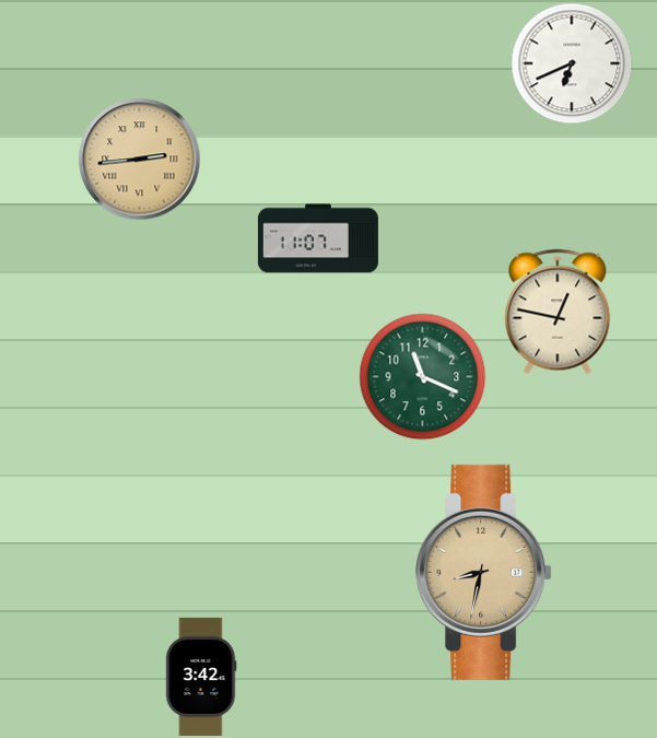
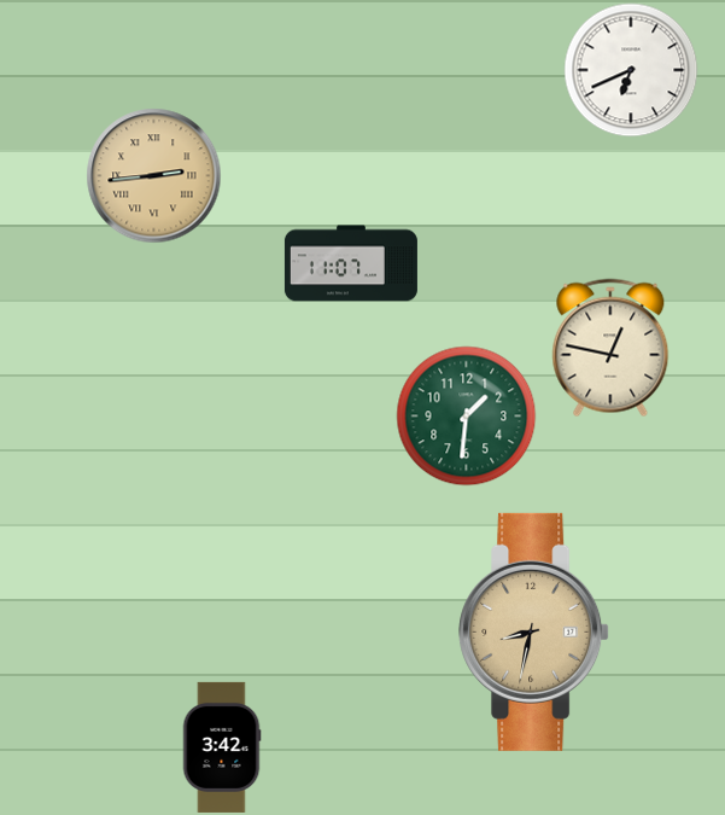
clock at (558, 312) position: (558, 312) -> (610, 348)
clock at (423, 377): 11:19 -> 1:31
